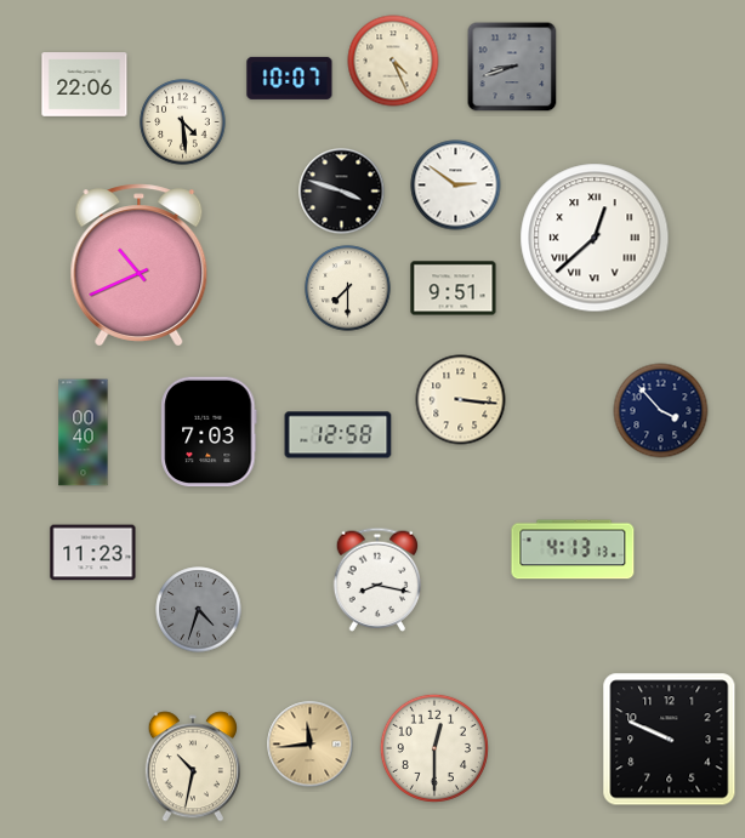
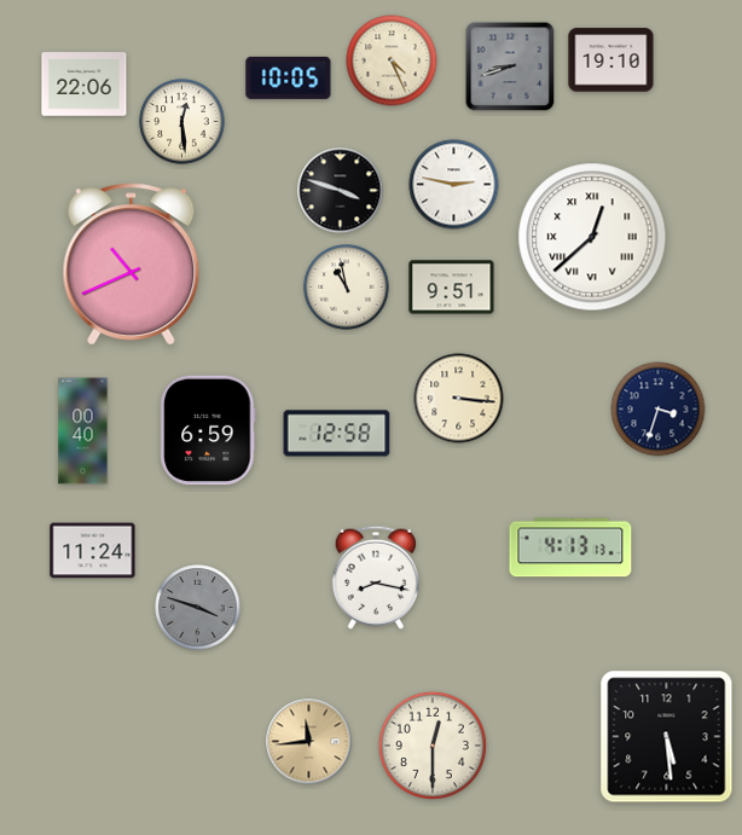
clock at (611, 60): none -> 19:10
clock at (290, 78): 10:07 -> 10:05
clock at (183, 122): 4:29 -> 12:29
clock at (456, 186): 2:51 -> 2:47
clock at (140, 266) position: (140, 266) -> (132, 265)
clock at (348, 289): 7:30 -> 10:58
clock at (661, 411): 3:53 -> 3:33
clock at (209, 432): 7:03 -> 6:59
clock at (93, 553): 11:23 -> 11:24
clock at (199, 610): 4:33 -> 3:48
clock at (670, 740): 9:49 -> 5:29
clock at (193, 766): 10:32 -> none
